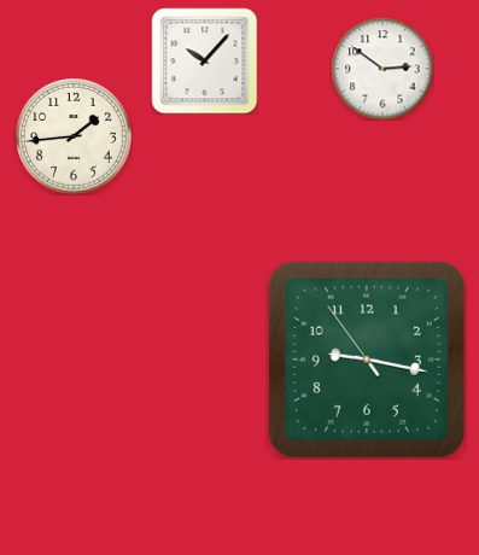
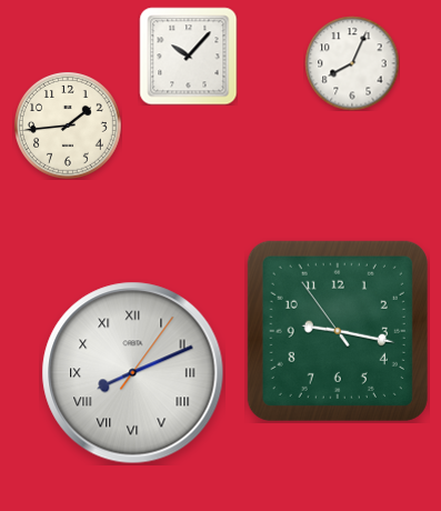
clock at (382, 69): 2:51 -> 8:04
clock at (133, 373): none -> 8:11
